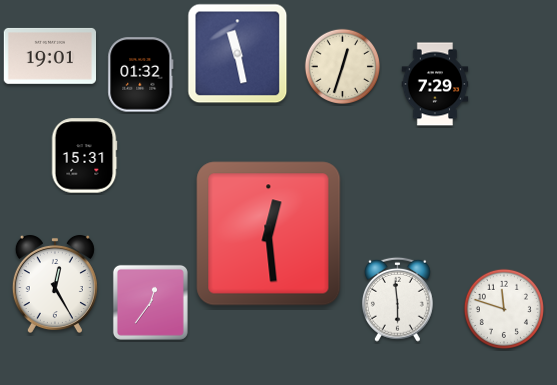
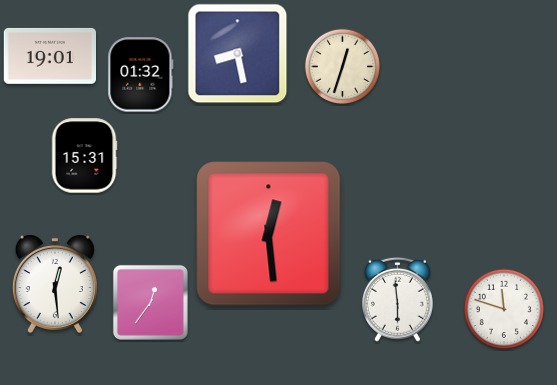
clock at (238, 54): 11:28 -> 8:28
clock at (435, 84): 7:29 -> none
clock at (55, 284): 12:25 -> 12:29
